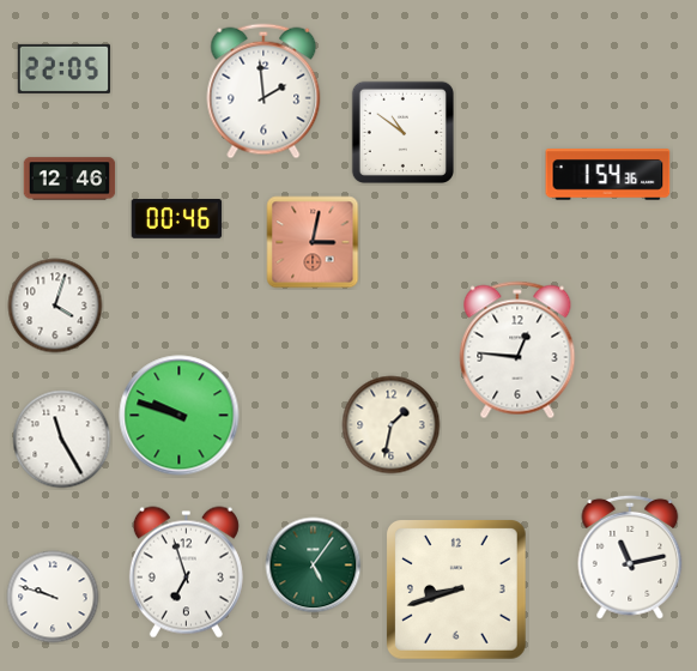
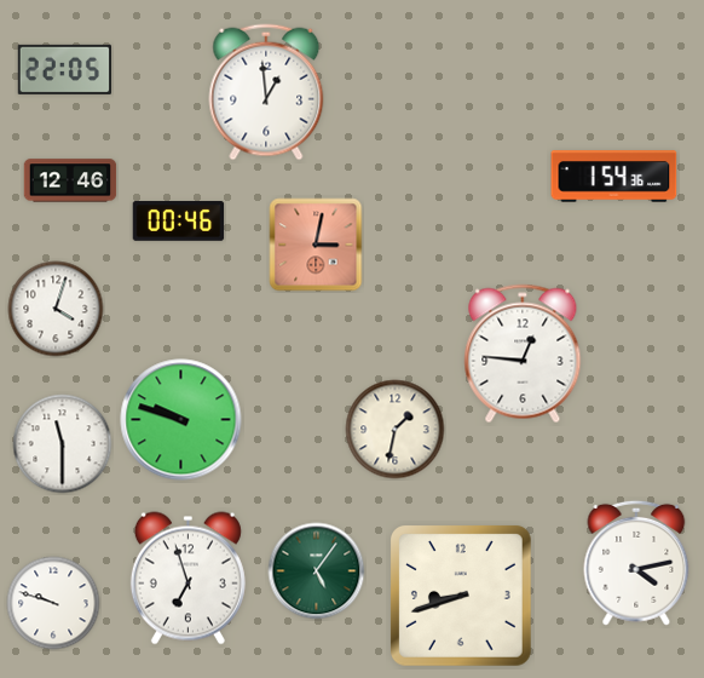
clock at (263, 91): 1:59 -> 12:59
clock at (402, 132): 10:51 -> none
clock at (62, 440): 11:25 -> 11:30
clock at (630, 557): 11:13 -> 4:13
